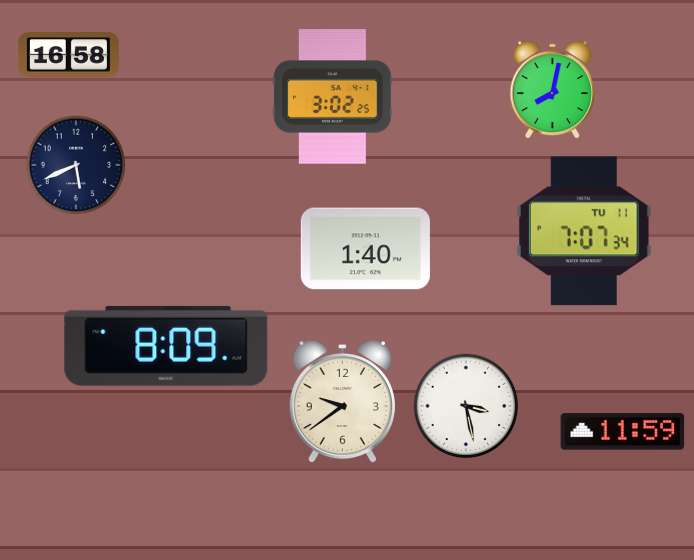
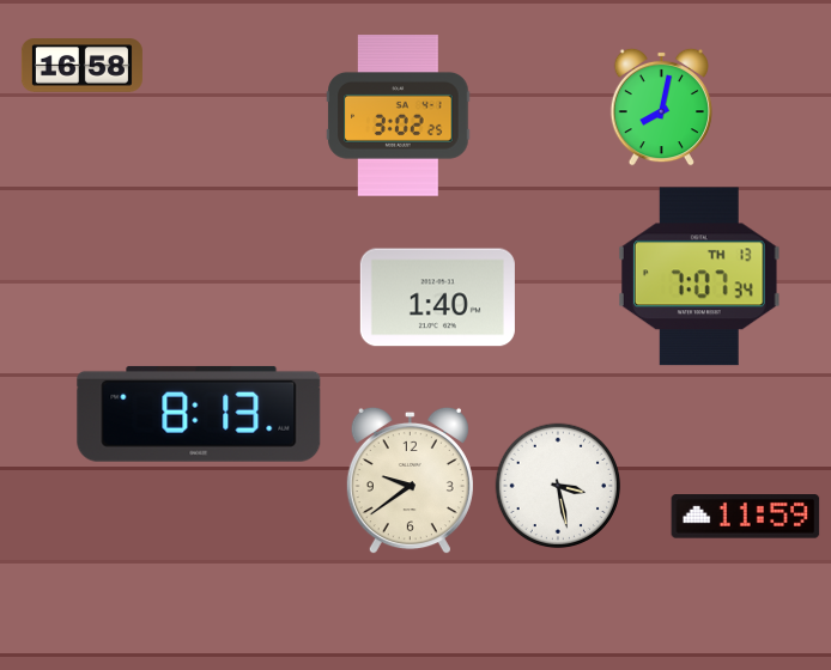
clock at (76, 165): 5:41 -> none
clock at (585, 231) date: TU 11 -> TH 13
clock at (166, 346): 8:09 -> 8:13
